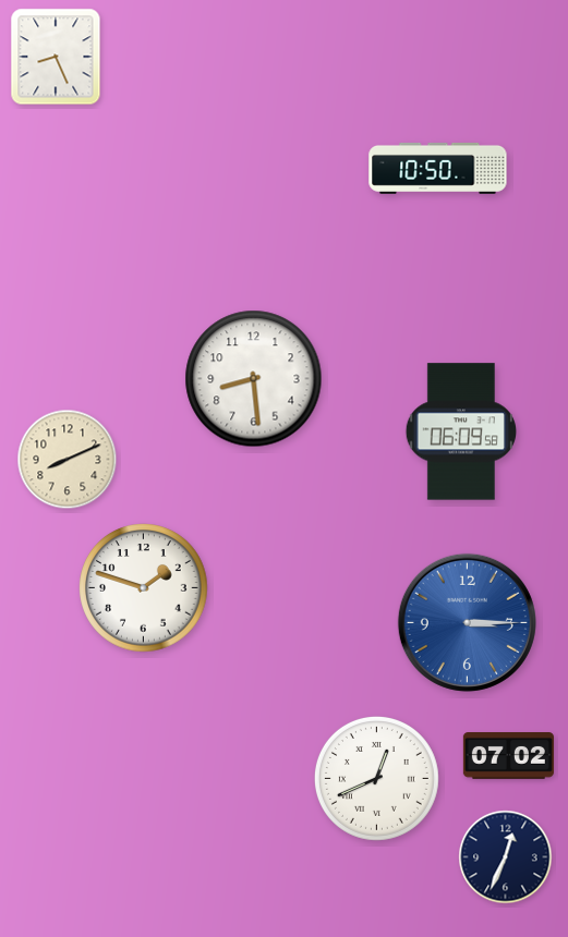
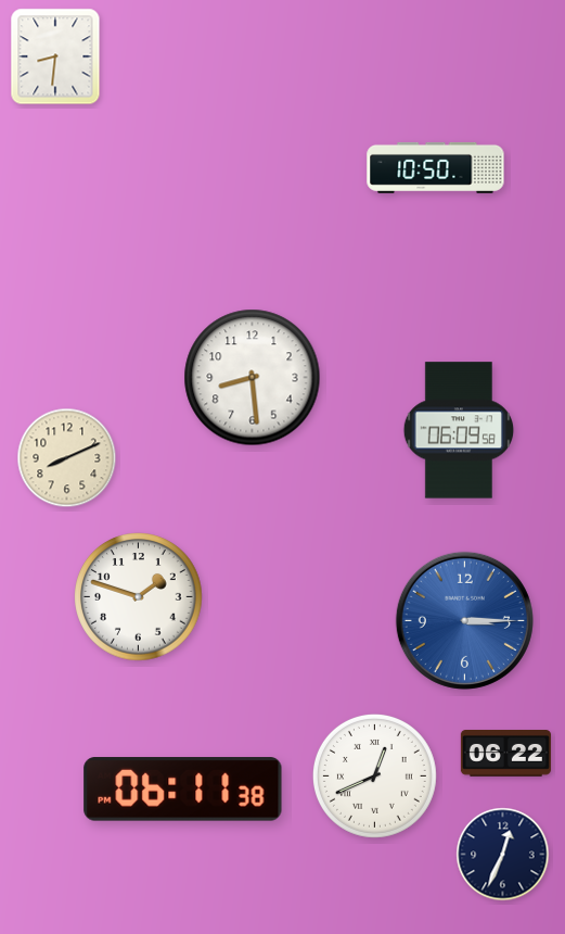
clock at (56, 57): 8:26 -> 8:31
clock at (144, 588) position: (144, 588) -> (139, 597)
clock at (508, 756): 07:02 -> 06:22
clock at (183, 790): none -> 06:11
